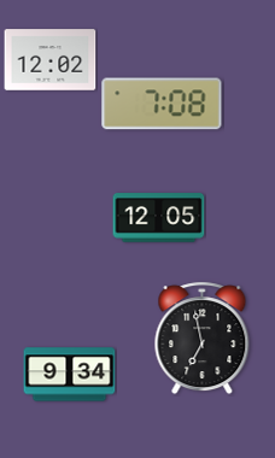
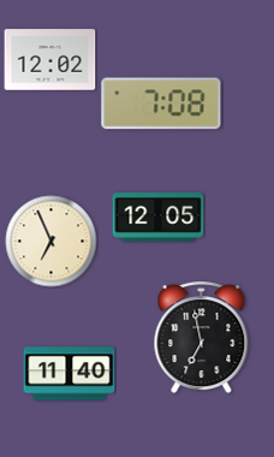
clock at (52, 242): none -> 6:56
clock at (70, 375): 9:34 -> 11:40
